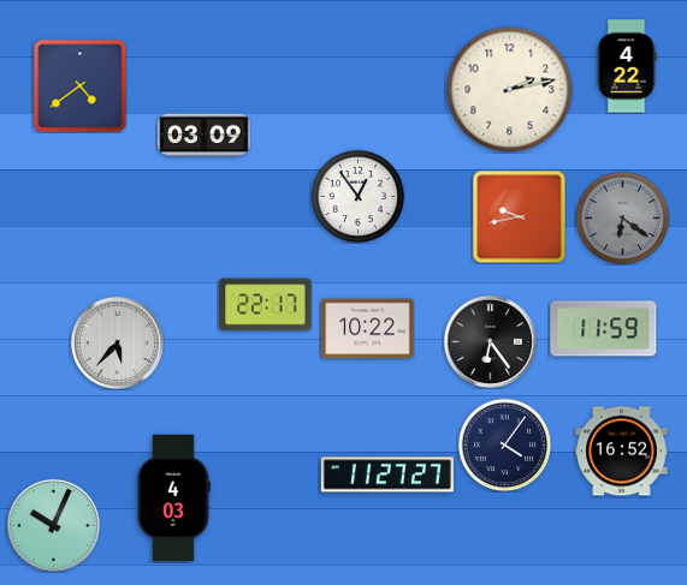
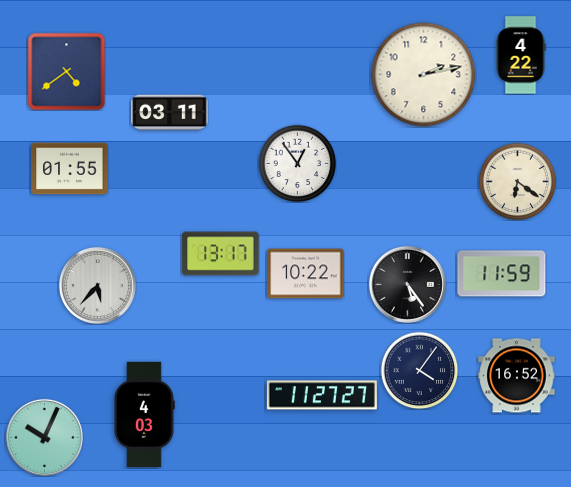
clock at (205, 136): 03:09 -> 03:11
clock at (70, 169): none -> 01:55
clock at (519, 216): 9:43 -> none
clock at (622, 217) dial: grey -> cream
clock at (266, 305): 22:17 -> 13:17
clock at (490, 341): 6:24 -> 5:24
